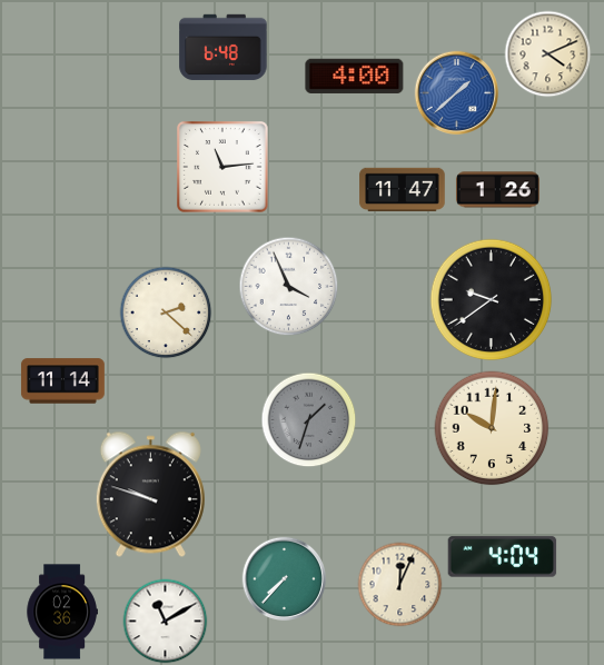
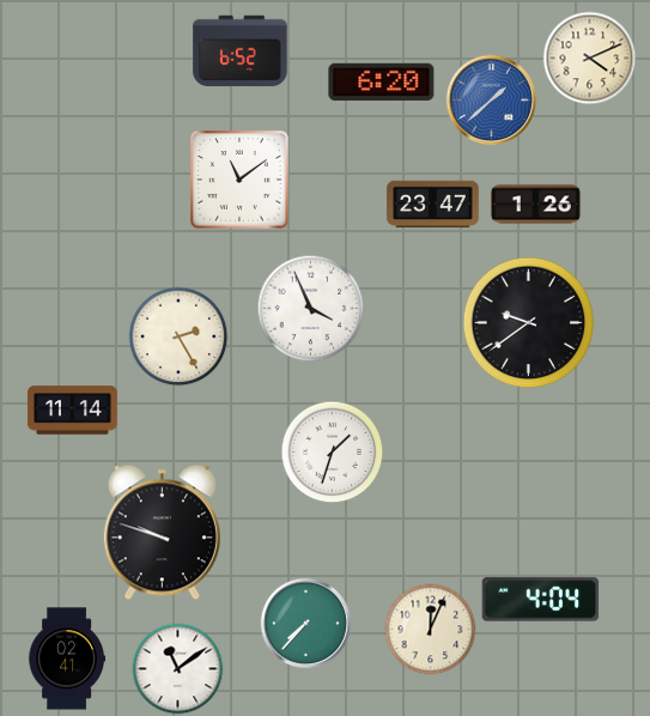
clock at (224, 48): 6:48 -> 6:52
clock at (355, 76): 4:00 -> 6:20
clock at (224, 168): 11:14 -> 11:09
clock at (403, 190): 11:47 -> 23:47
clock at (166, 312): 2:22 -> 2:25
clock at (63, 381) position: (63, 381) -> (73, 411)
clock at (309, 420) dial: grey -> white
clock at (492, 428): 10:01 -> none
clock at (62, 612): 02:36 -> 02:41
clock at (166, 622): 11:10 -> 11:09
